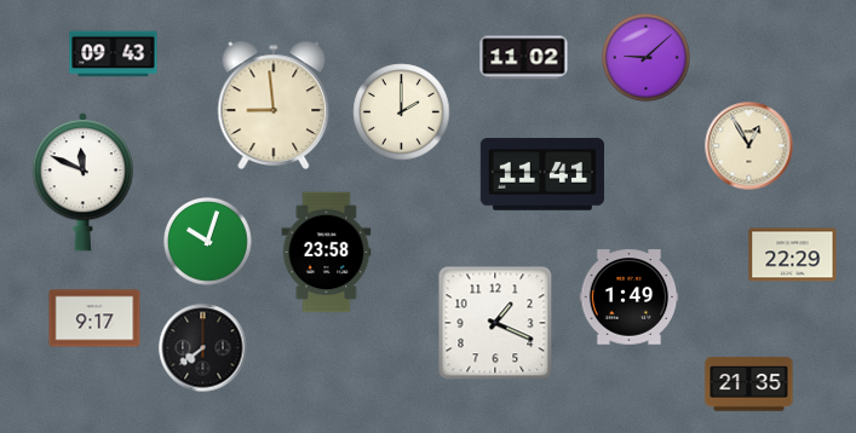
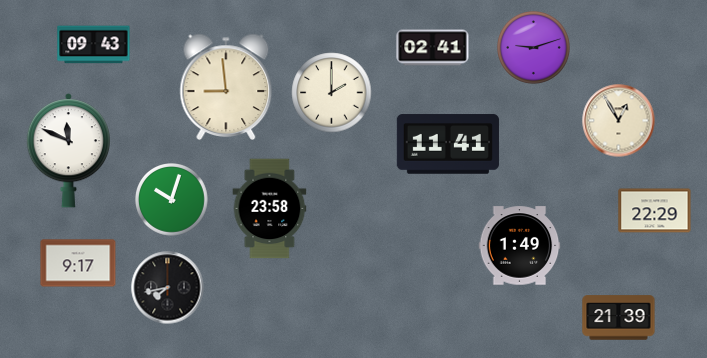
clock at (524, 58): 11:02 -> 02:41
clock at (647, 58): 9:08 -> 9:12
clock at (495, 323): 1:19 -> none
clock at (203, 348): 7:39 -> 7:43
clock at (749, 385): 21:35 -> 21:39
